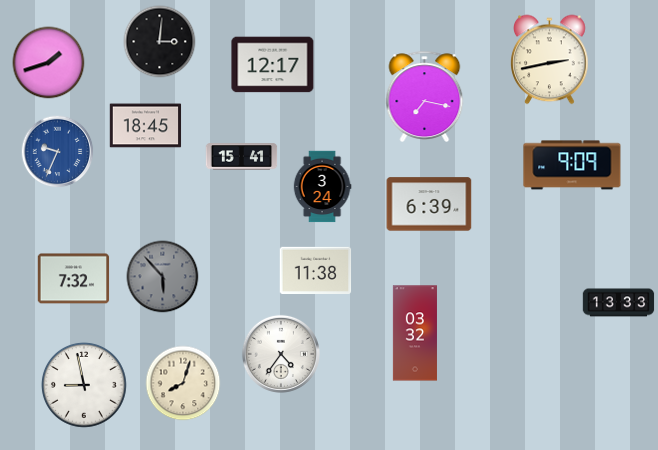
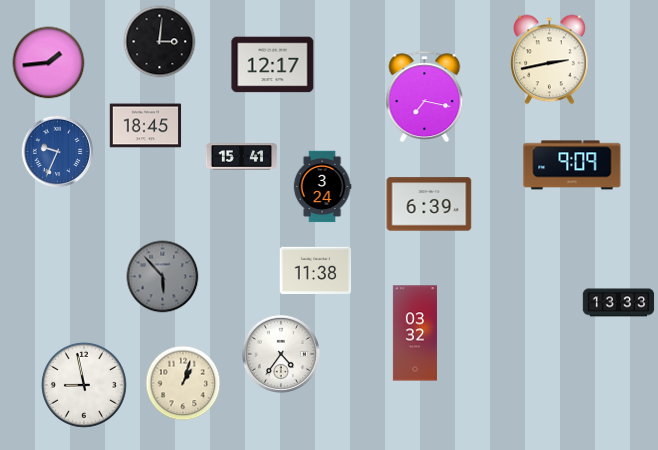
clock at (49, 63): 1:42 -> 1:44
clock at (74, 279): 7:32 -> none
clock at (183, 383): 8:03 -> 1:03
